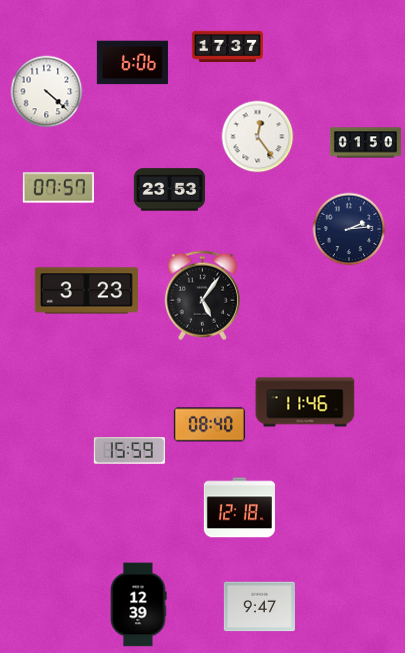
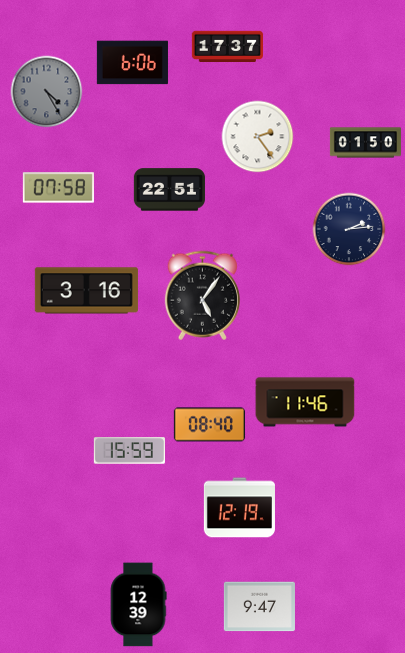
clock at (47, 92): 4:22 -> 4:25
clock at (47, 92) dial: white -> grey
clock at (258, 137): 12:24 -> 2:24
clock at (58, 188): 07:57 -> 07:58
clock at (169, 190): 23:53 -> 22:51
clock at (86, 291): 3:23 -> 3:16
clock at (239, 508): 12:18 -> 12:19
